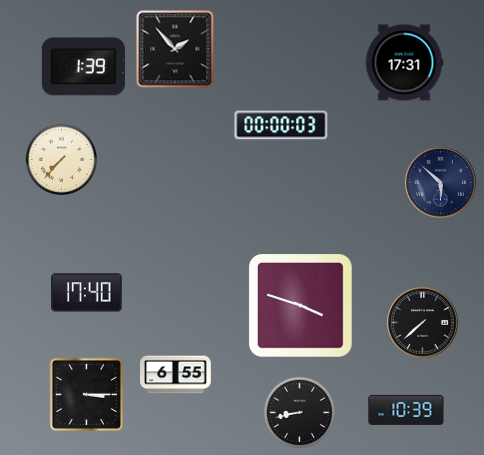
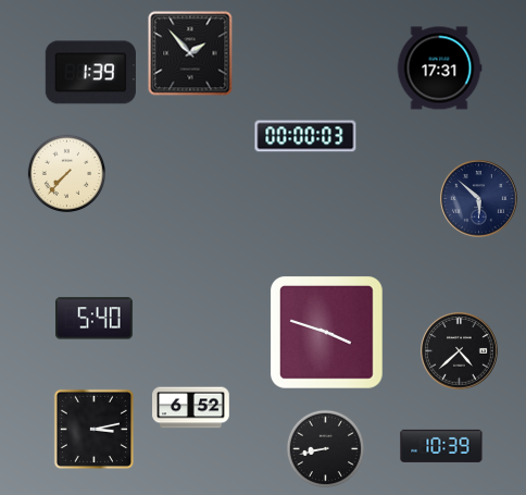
clock at (87, 293): 17:40 -> 5:40
clock at (423, 323): 7:38 -> 4:38
clock at (176, 375): 6:55 -> 6:52
clock at (86, 394): 3:15 -> 3:13
